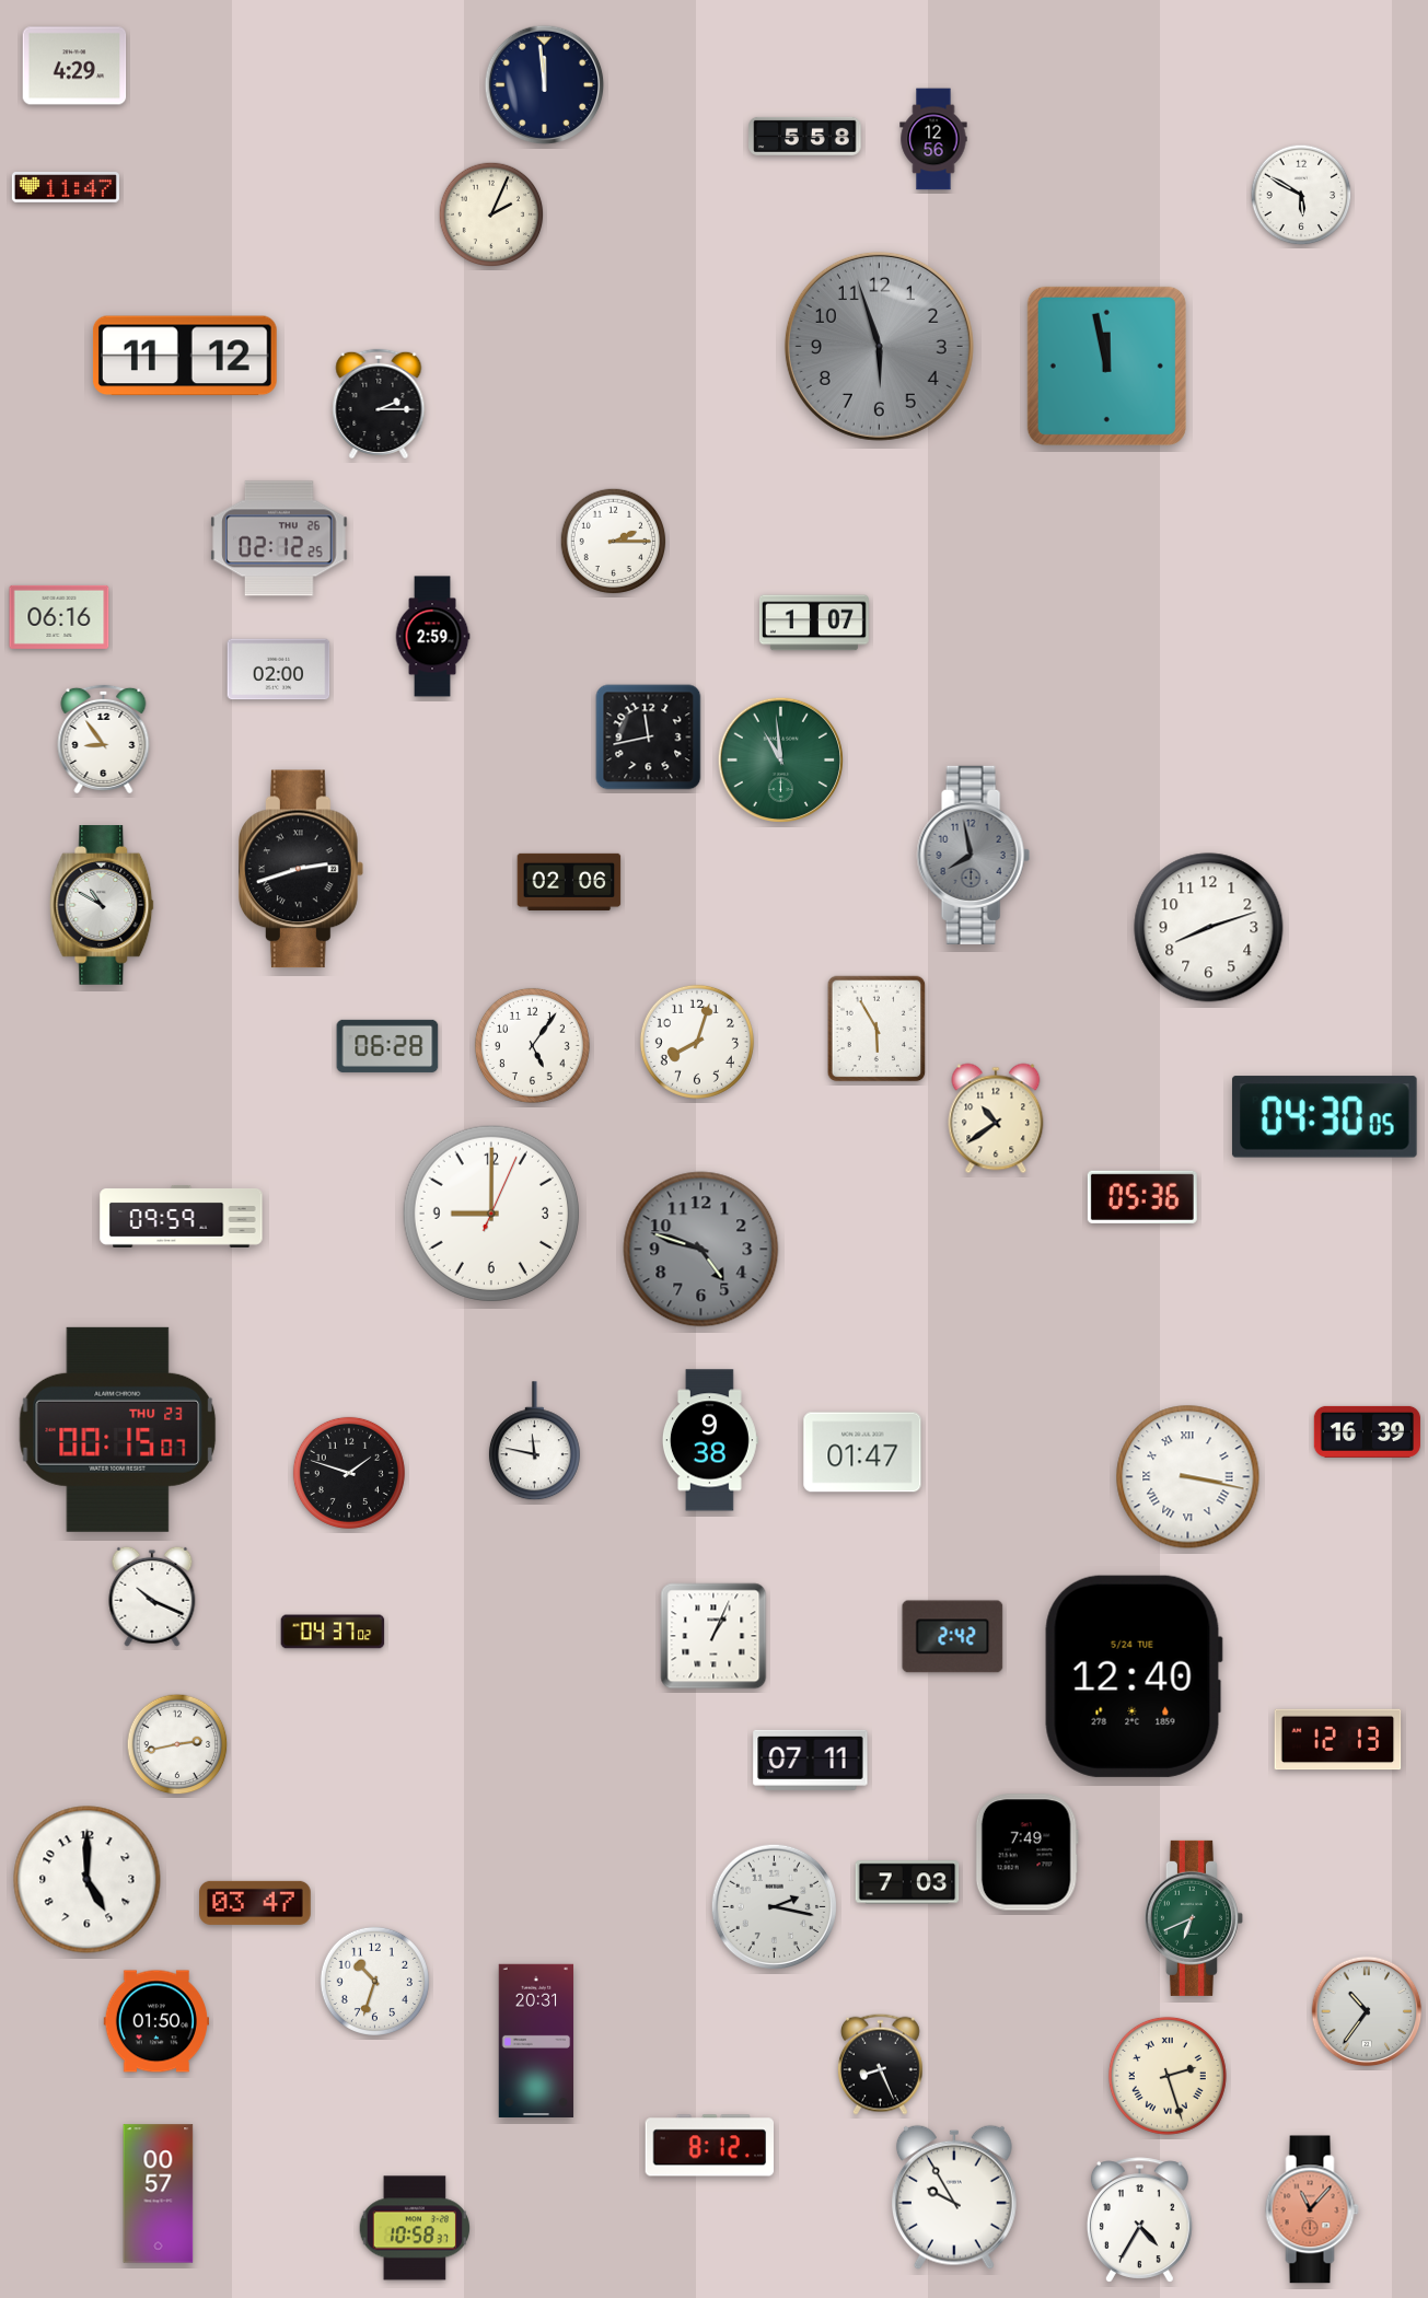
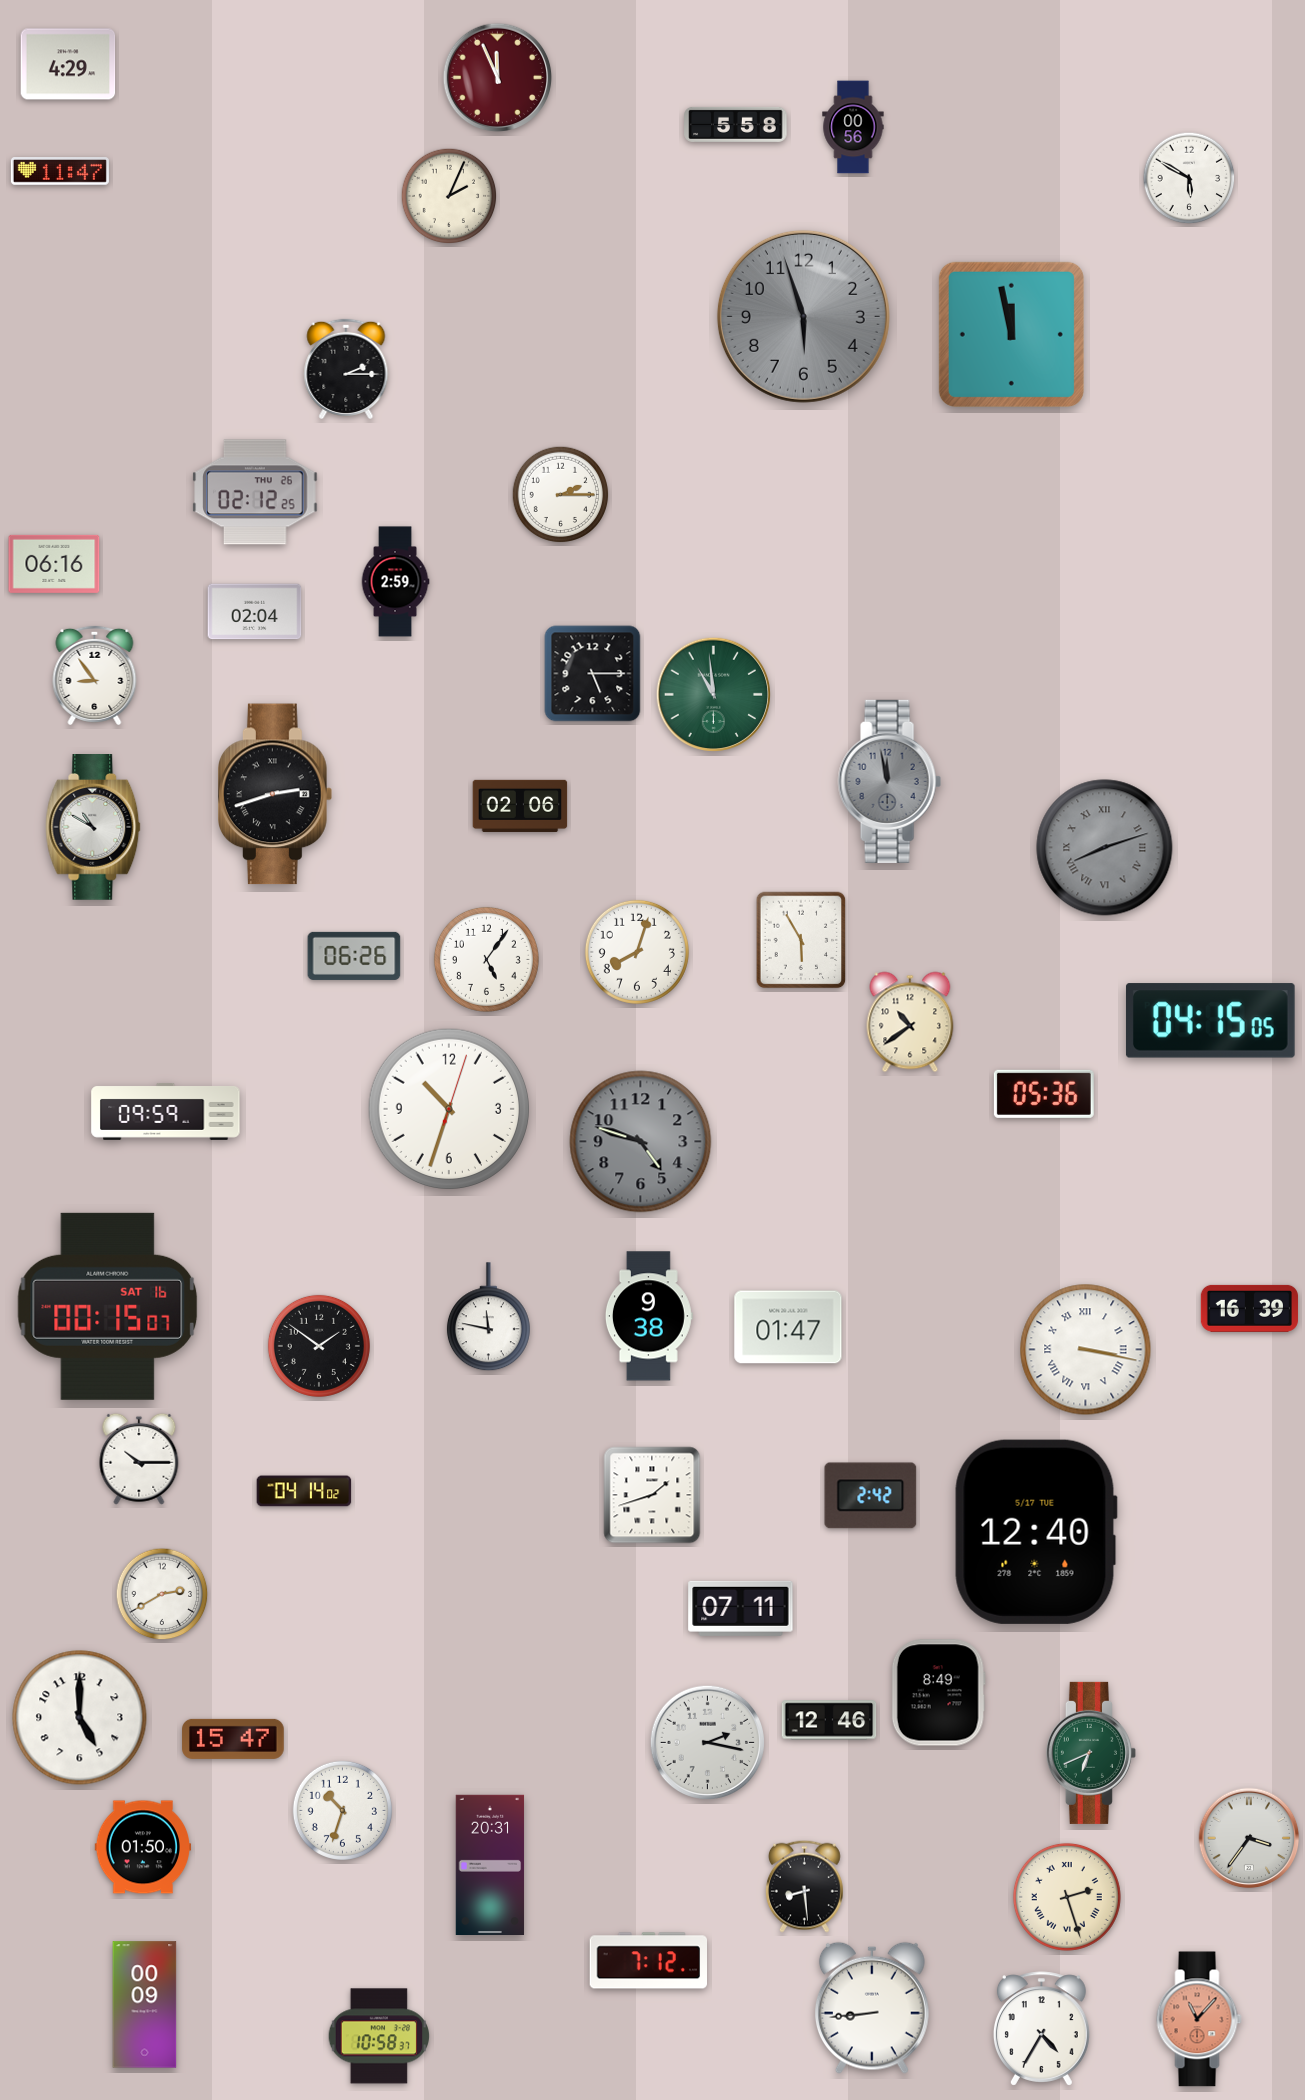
clock at (74, 66) position: (74, 66) -> (68, 64)
clock at (545, 85): 11:59 -> 11:56
clock at (545, 85) dial: navy -> burgundy
clock at (933, 139): 12:56 -> 00:56
clock at (185, 356): 11:12 -> none
clock at (814, 623): 1:07 -> none
clock at (279, 670): 02:00 -> 02:04
clock at (649, 738): 11:43 -> 5:15
clock at (973, 855): 7:58 -> 11:58
clock at (1209, 928) dial: white -> grey
clock at (1209, 928) numerals: Arabic -> Roman
clock at (532, 1045) position: (532, 1045) -> (486, 959)
clock at (387, 1046): 06:28 -> 06:26
clock at (1325, 1117): 04:30 -> 04:15
clock at (490, 1212): 9:00 -> 10:33
clock at (118, 1429) date: THU 23 -> SAT 16
clock at (349, 1473): 1:48 -> 1:51
clock at (152, 1597): 10:19 -> 10:15
clock at (333, 1632): 04:37 -> 04:14
clock at (713, 1636): 1:04 -> 1:42
clock at (1134, 1676) date: 5/24 TUE -> 5/17 TUE
clock at (1338, 1740): 12:13 -> none
clock at (177, 1744): 2:43 -> 2:40
clock at (1026, 1853): 7:49 -> 8:49
clock at (907, 1882): 7:03 -> 12:46
clock at (255, 1903): 03:47 -> 15:47
clock at (1367, 2011): 10:36 -> 3:36
clock at (880, 2064): 8:26 -> 8:29
clock at (709, 2146): 8:12 -> 7:12
clock at (159, 2194): 00:57 -> 00:09
clock at (954, 2197): 9:55 -> 8:44
